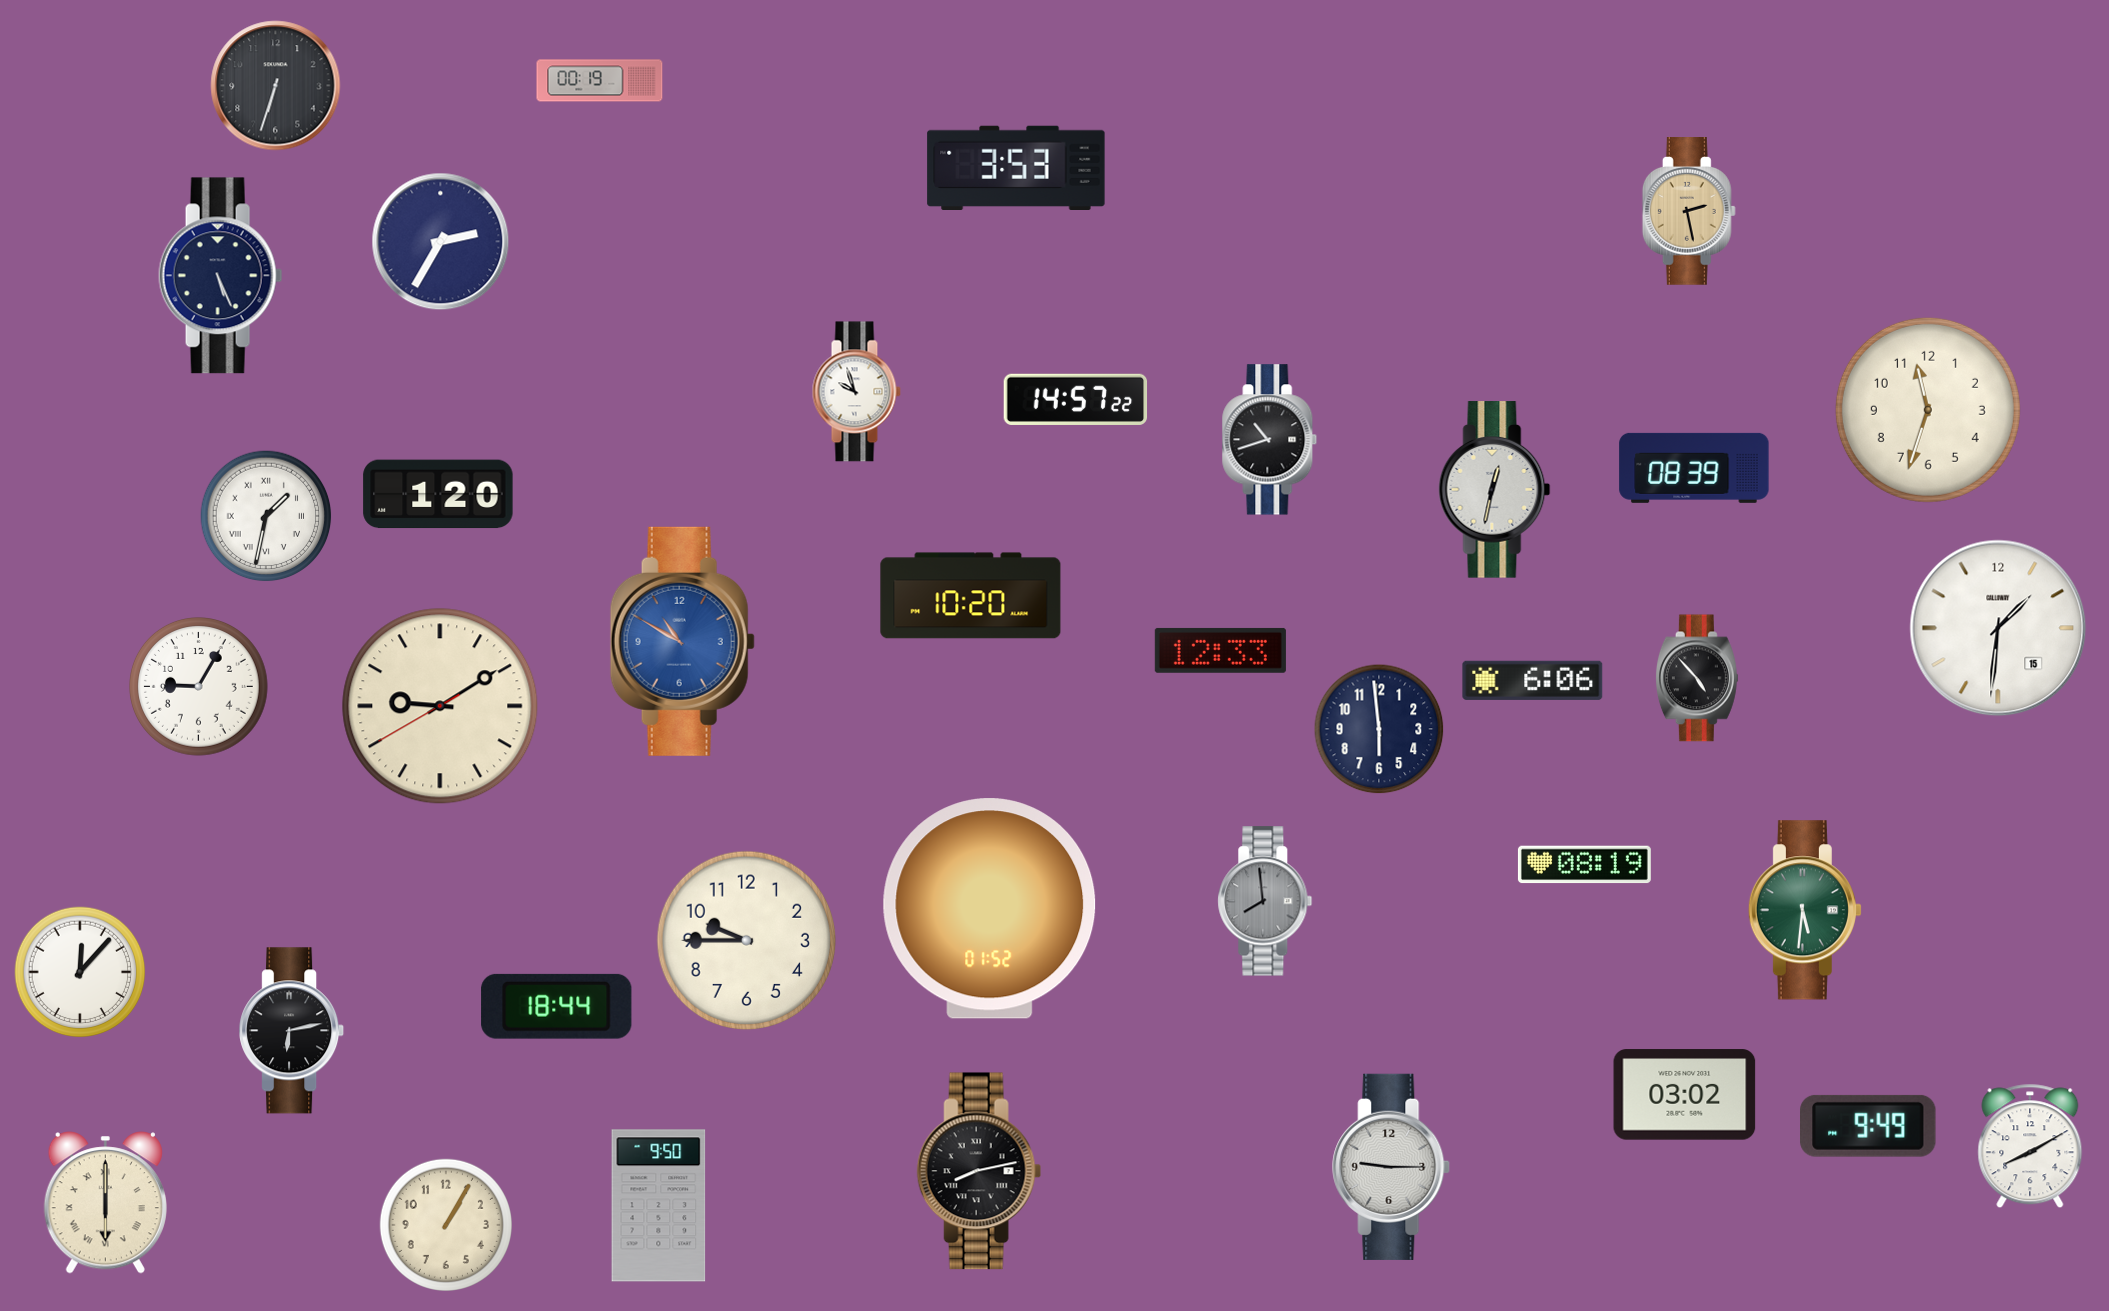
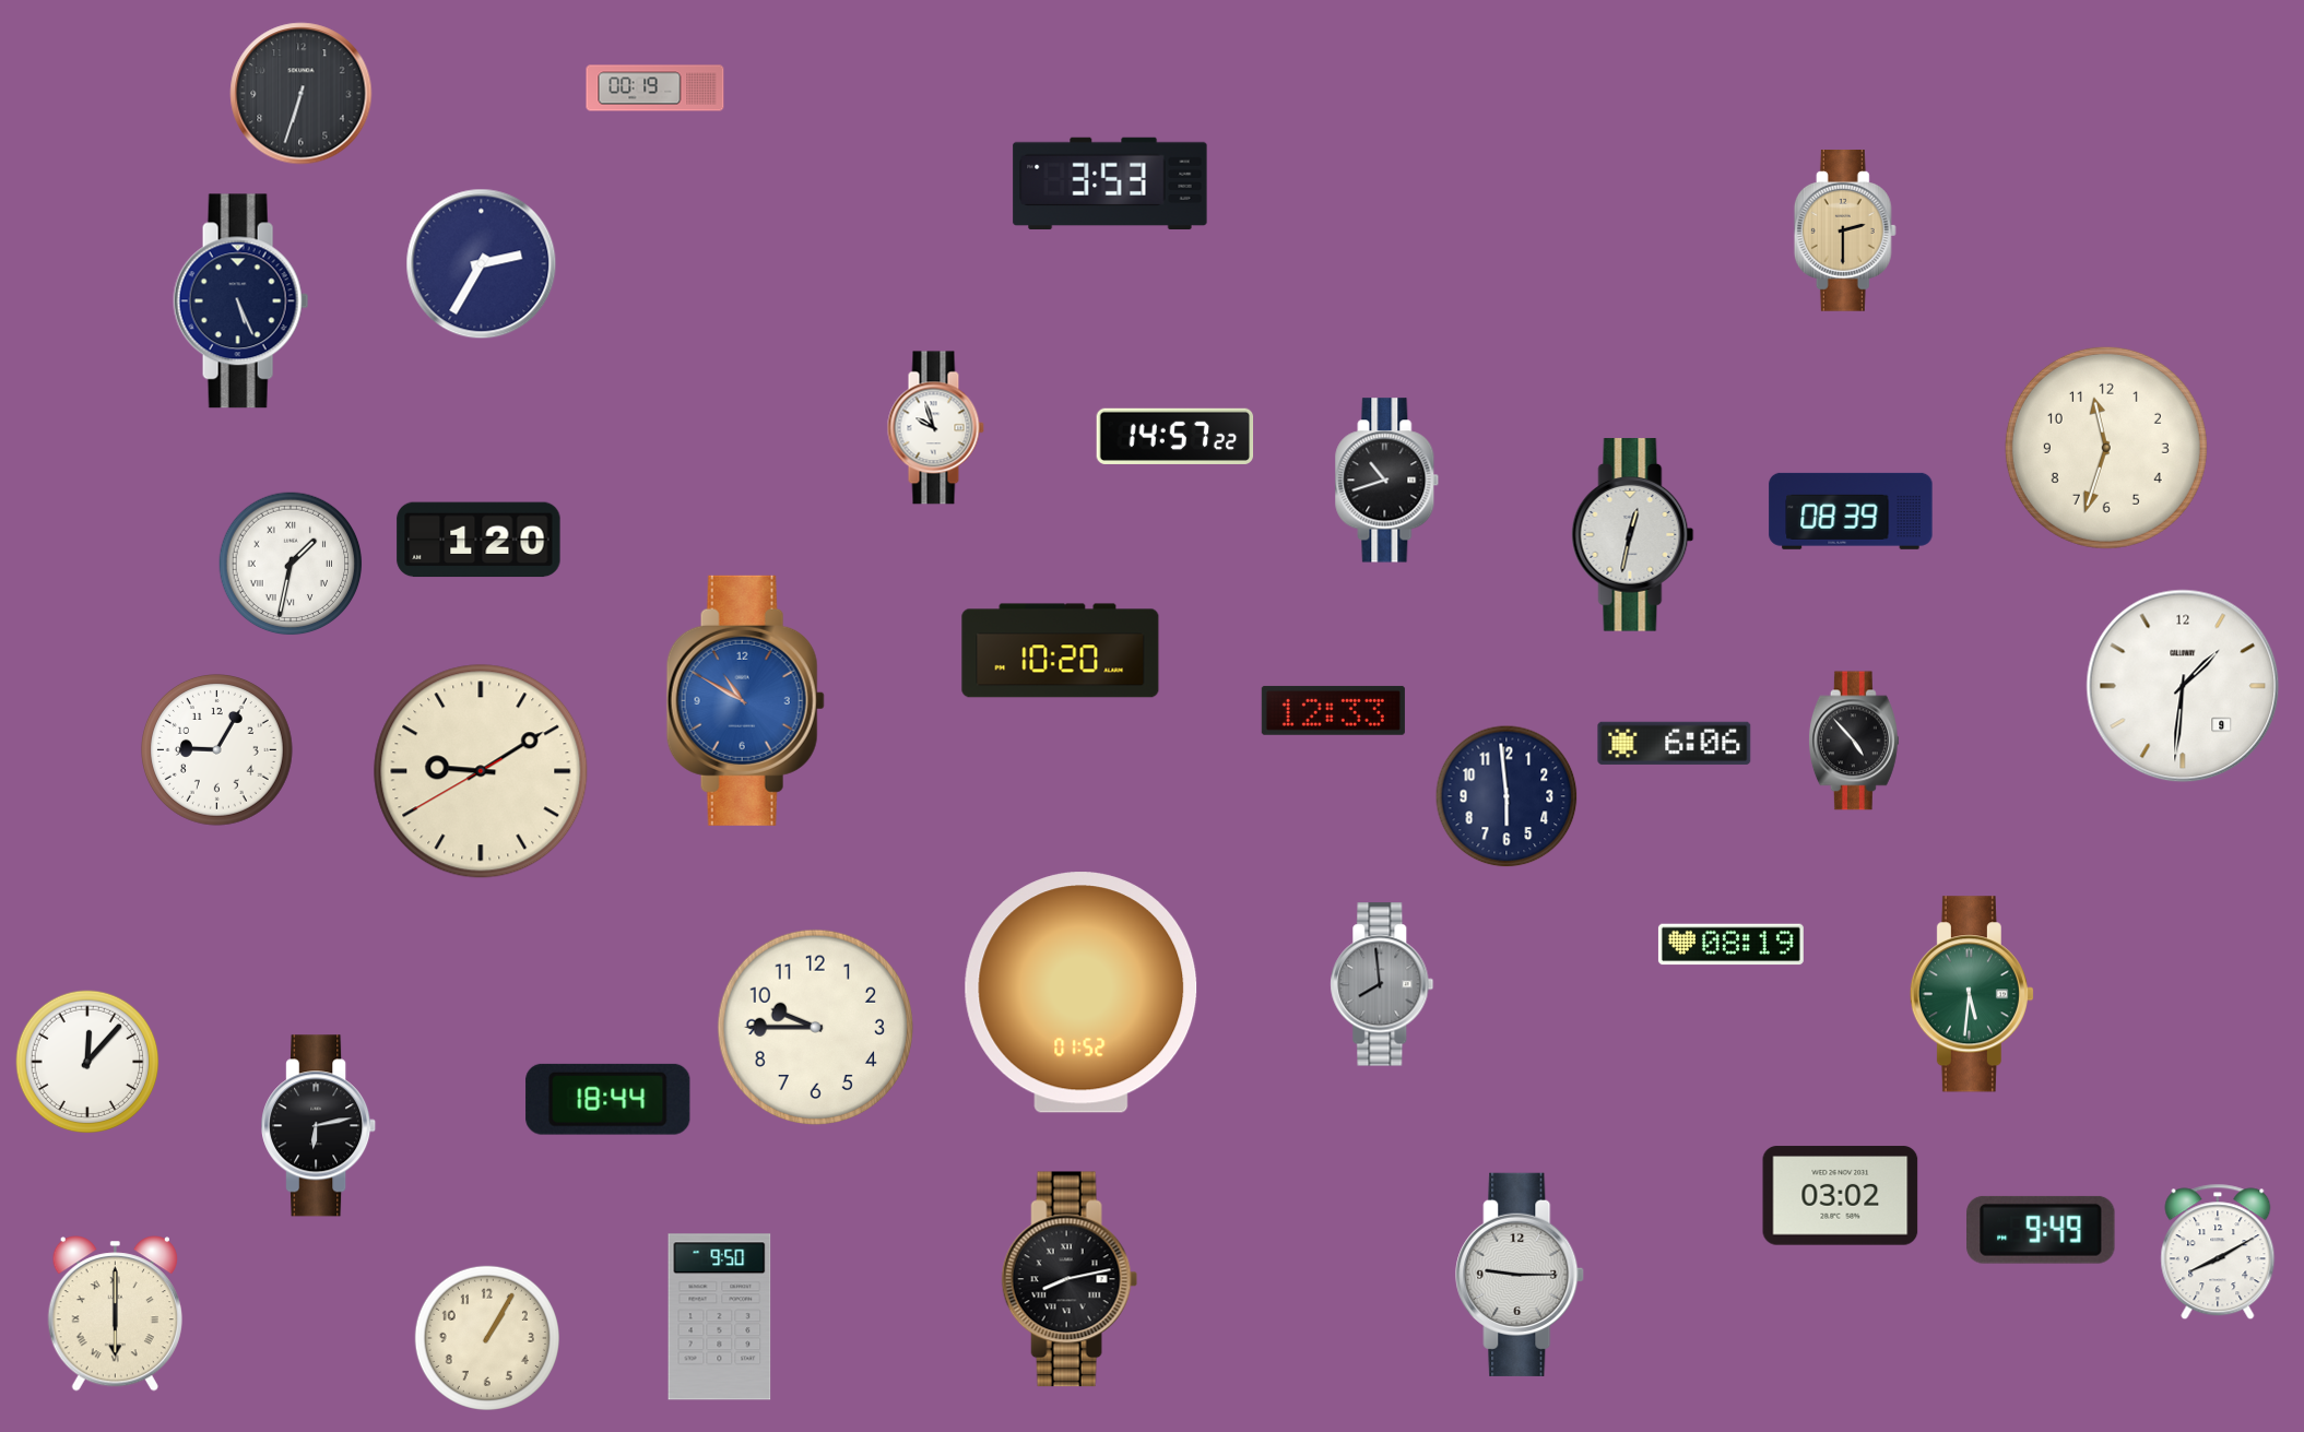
clock at (1689, 212): 2:28 -> 2:30
clock at (1998, 628) date: 15 -> 9
